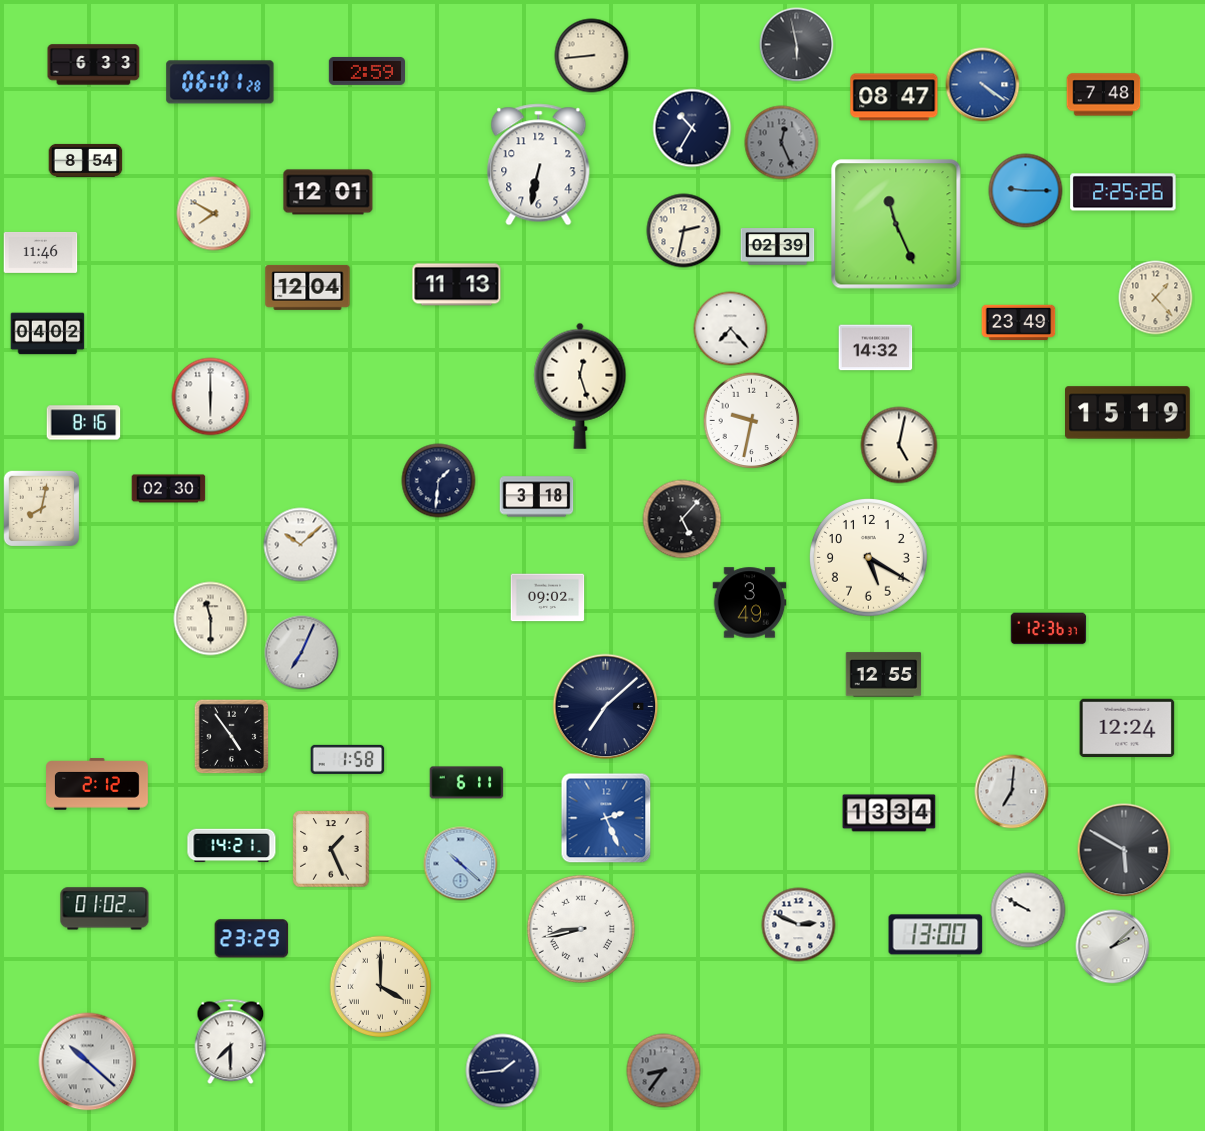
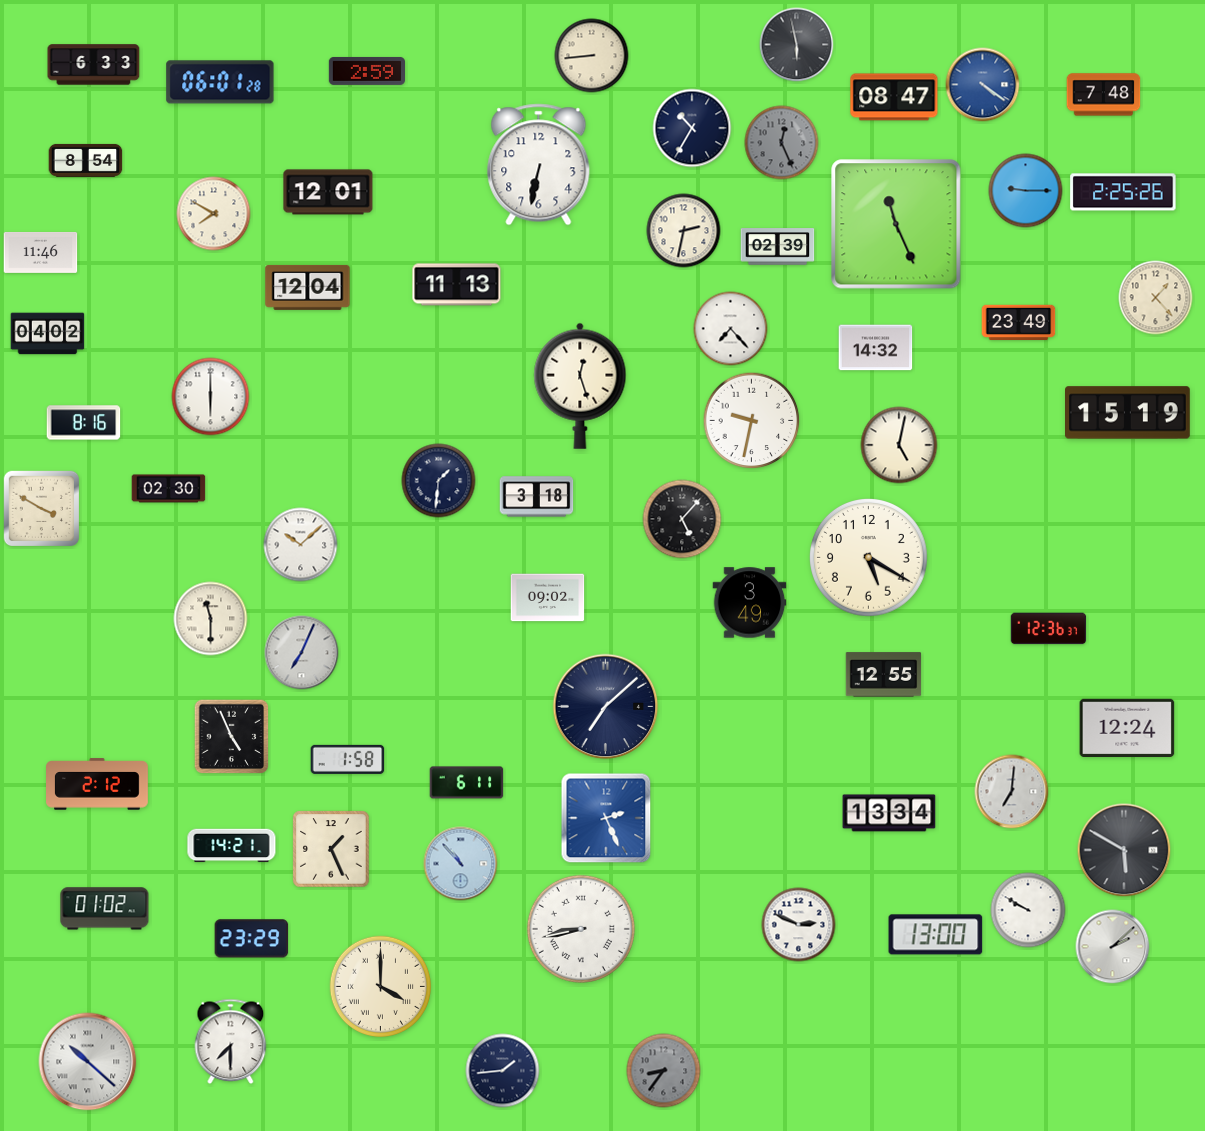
clock at (42, 509): 8:02 -> 3:50
clock at (232, 737): 4:54 -> 4:56
clock at (461, 864): 10:22 -> 10:53
